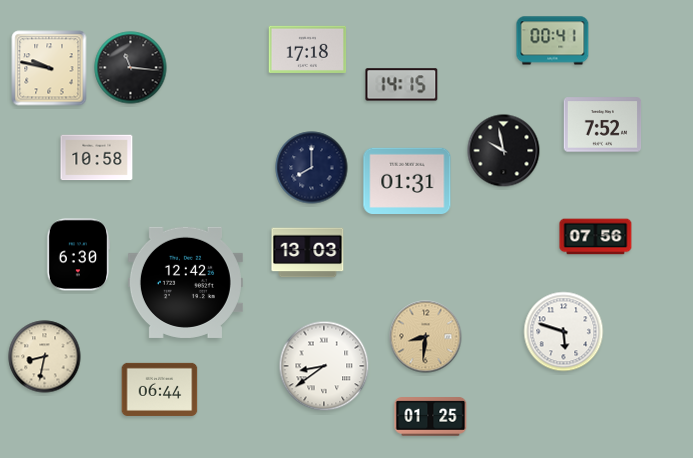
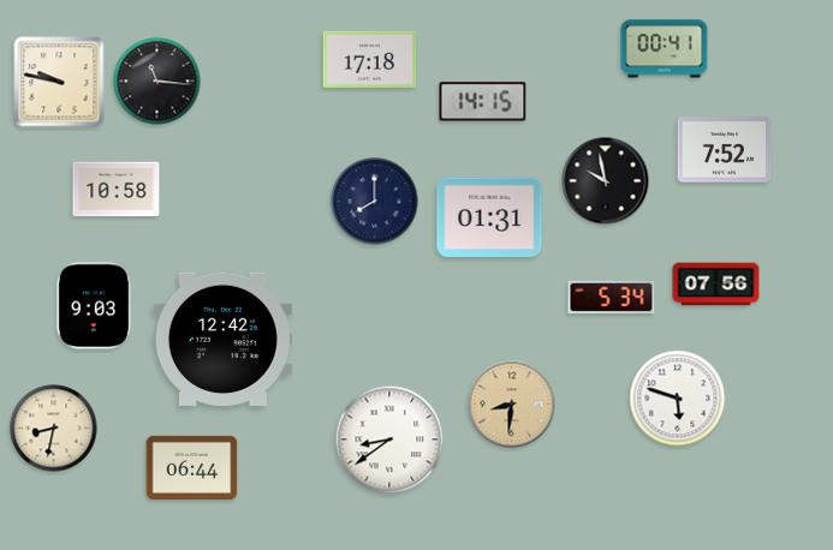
clock at (612, 298): none -> 5:34
clock at (308, 253): 13:03 -> none
clock at (79, 255): 6:30 -> 9:03
clock at (431, 417): 01:25 -> none
